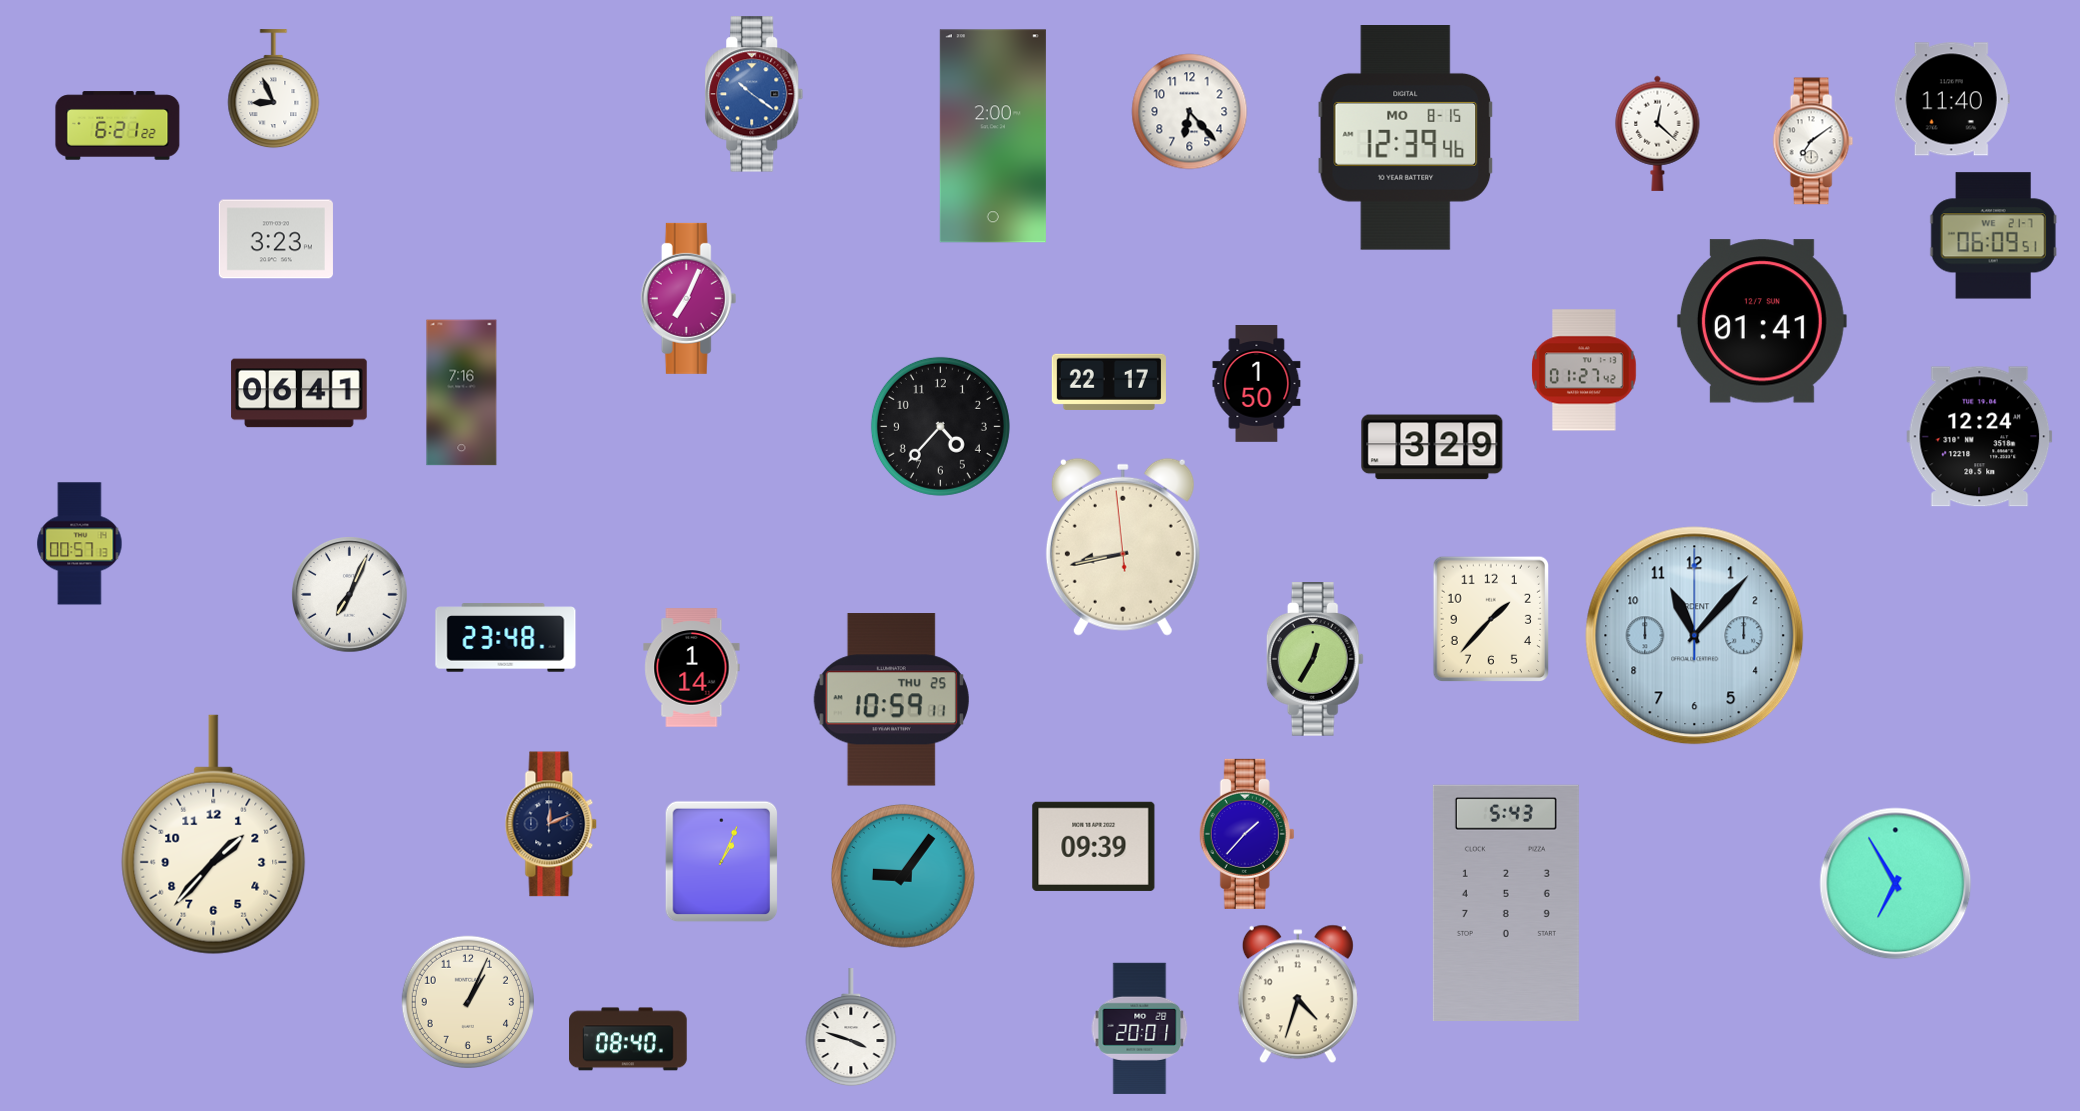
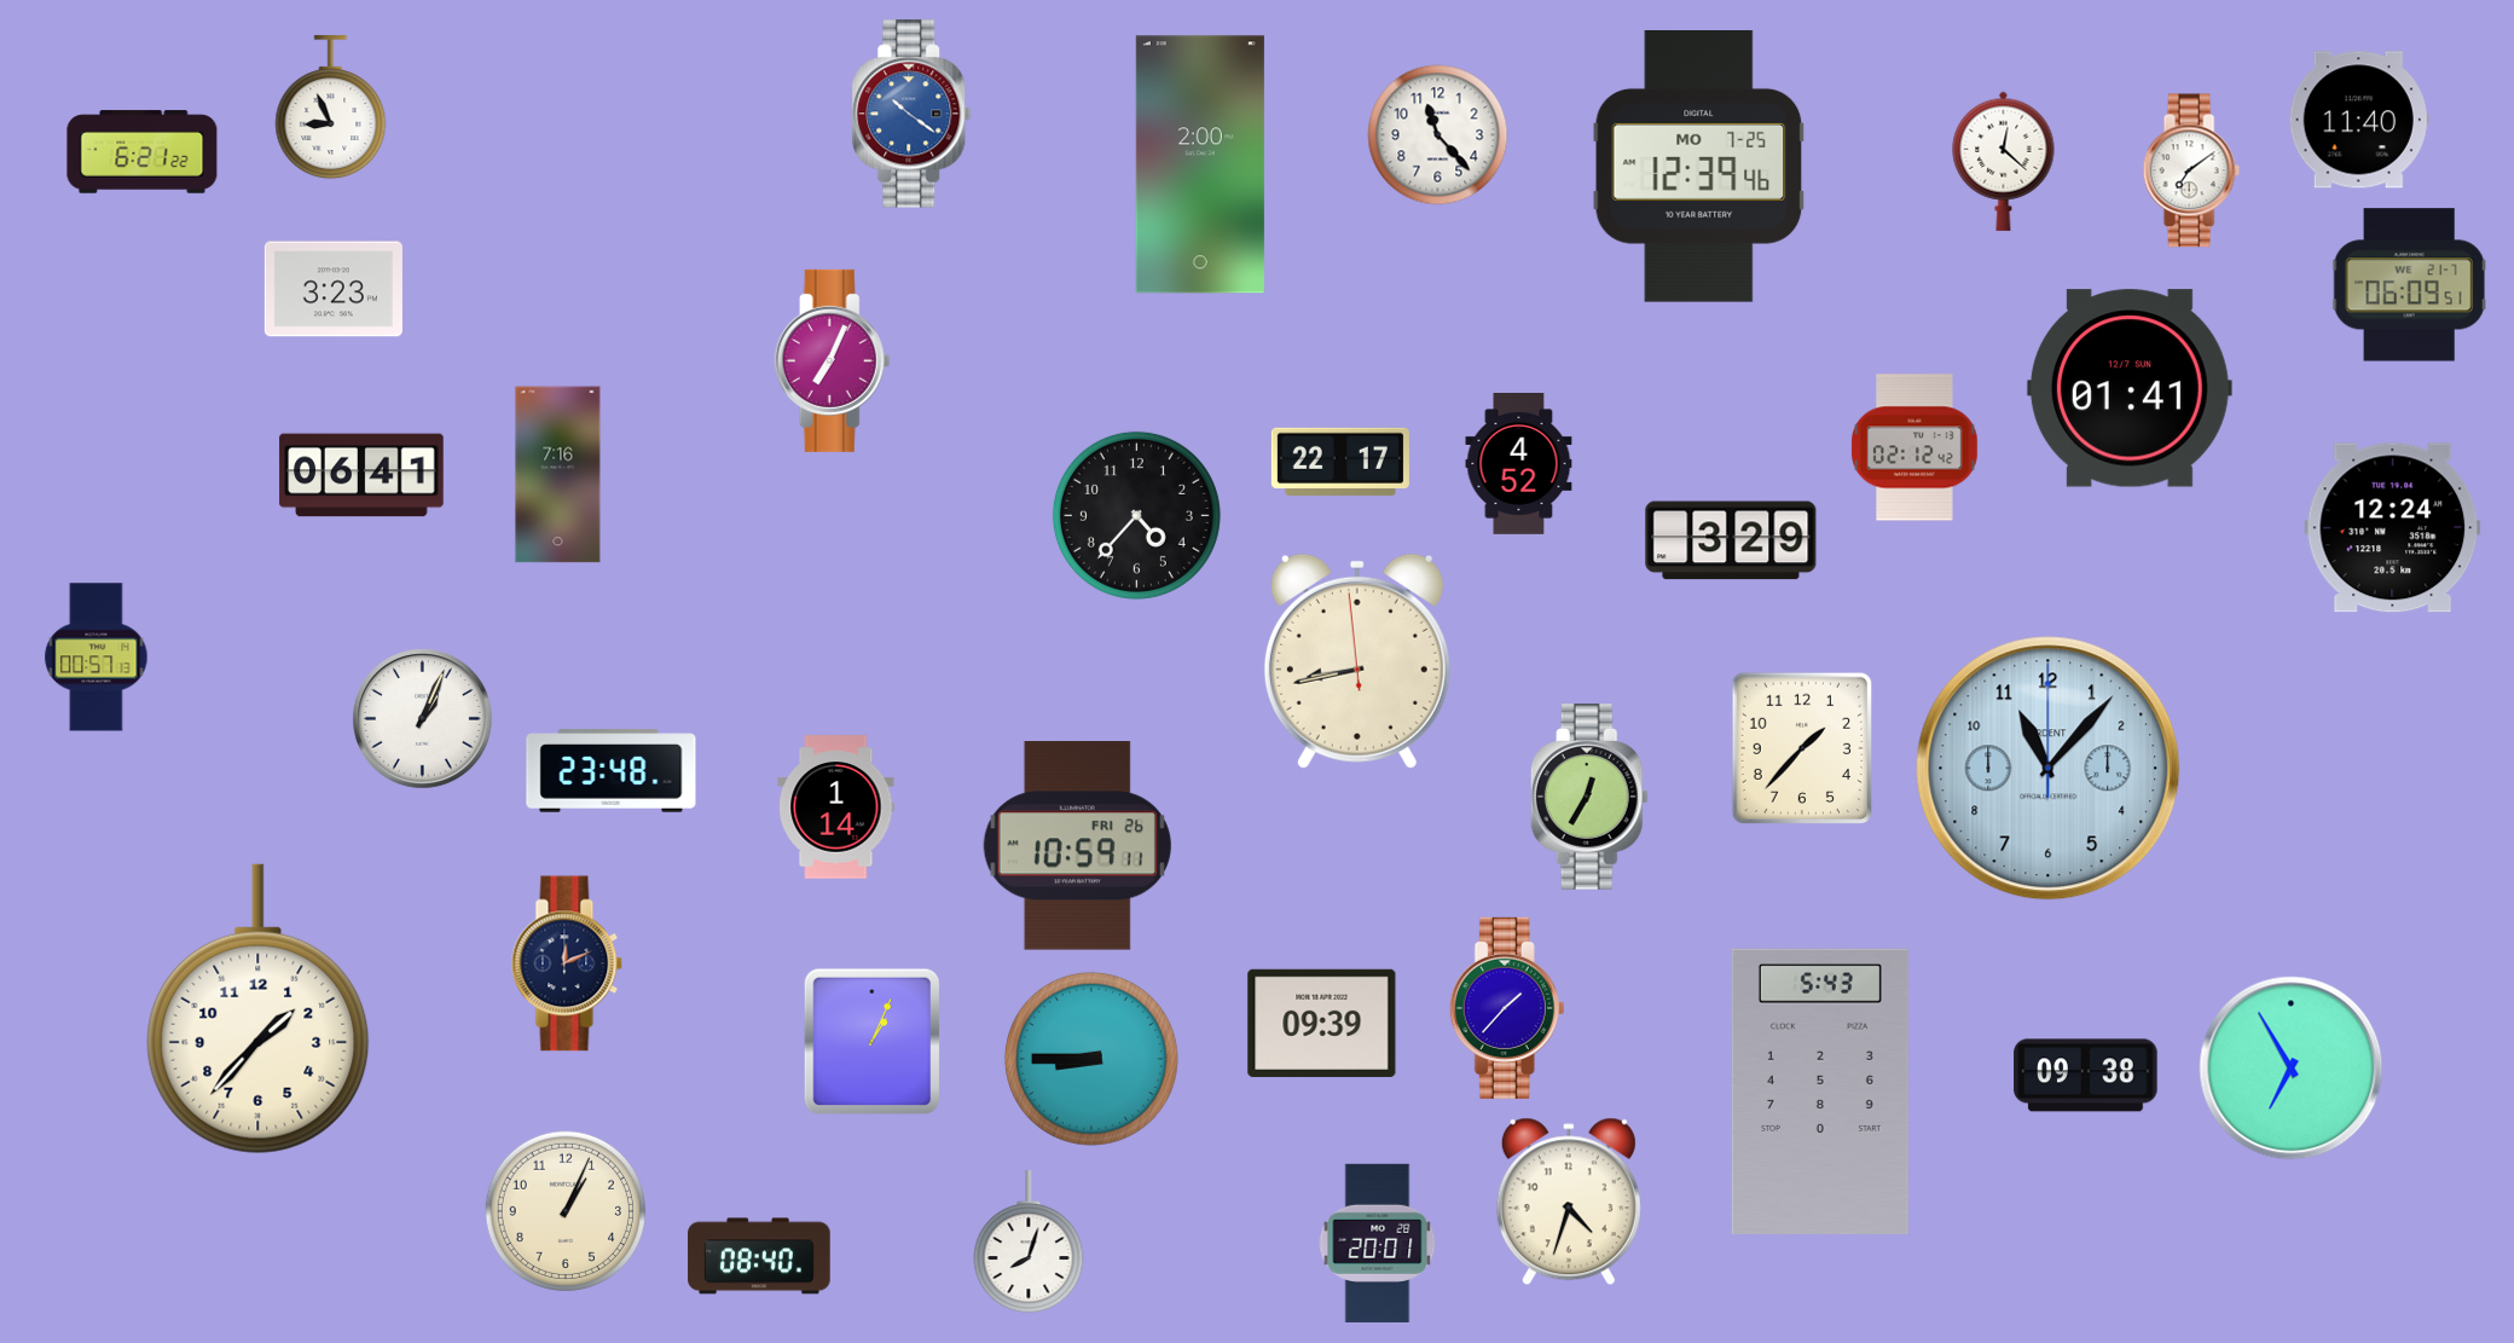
clock at (1190, 112): 6:23 -> 11:23
clock at (1406, 138) date: MO 8-15 -> MO 7-25
clock at (1584, 370): 01:27 -> 02:12
clock at (1257, 384): 1:50 -> 4:52
clock at (350, 595): 7:04 -> 1:04
clock at (891, 700) date: THU 25 -> FRI 26
clock at (551, 824) position: (551, 824) -> (567, 963)
clock at (903, 876): 9:06 -> 8:45
clock at (2086, 1076): none -> 09:38
clock at (851, 1028): 3:48 -> 8:03
